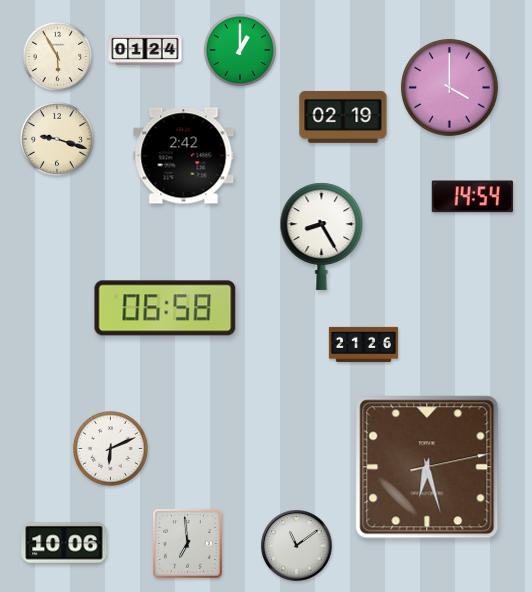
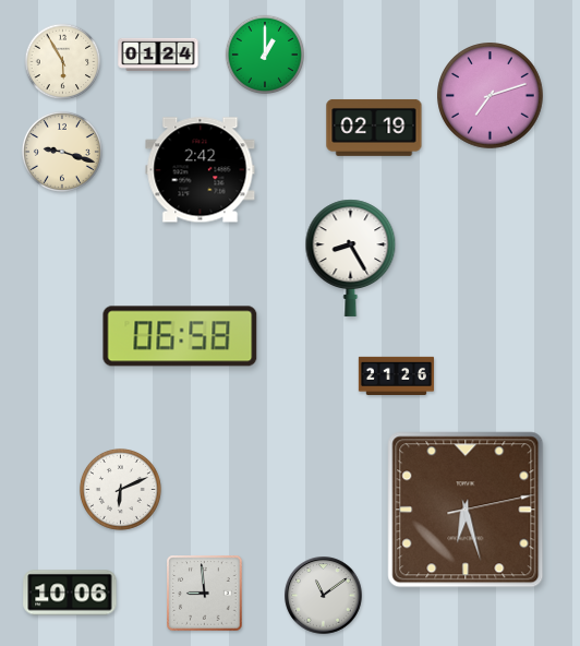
clock at (239, 49) position: (239, 49) -> (264, 53)
clock at (450, 88): 4:00 -> 7:12
clock at (472, 197): 14:54 -> none
clock at (188, 544): 6:59 -> 8:59
